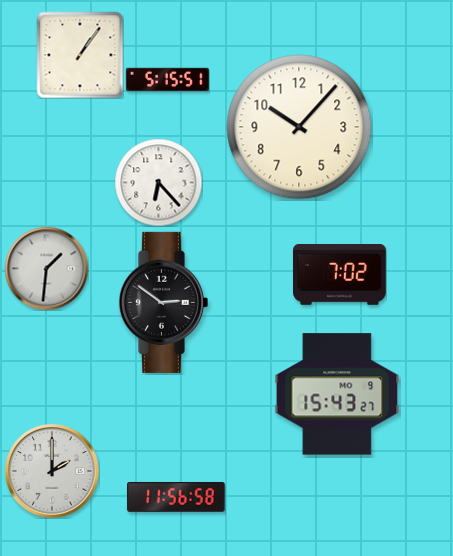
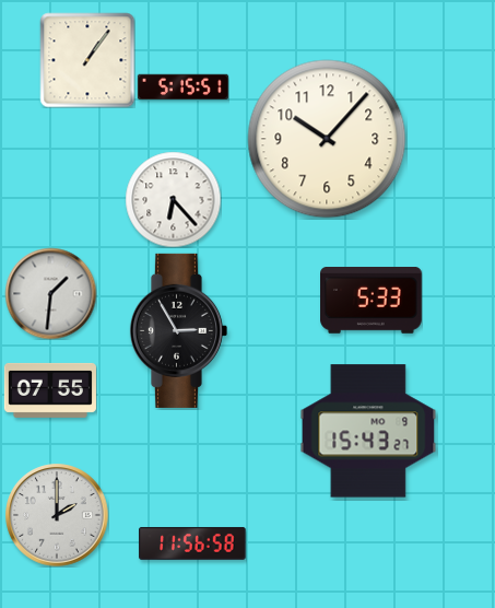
clock at (340, 275): 7:02 -> 5:33
clock at (163, 302): 2:51 -> 2:55
clock at (50, 390): none -> 07:55
